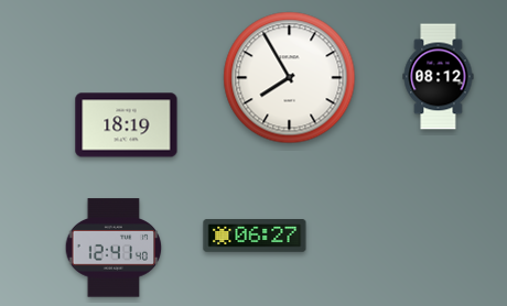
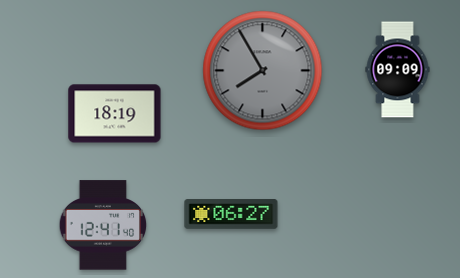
clock at (439, 77): 08:12 -> 09:09
clock at (290, 78) dial: white -> grey
